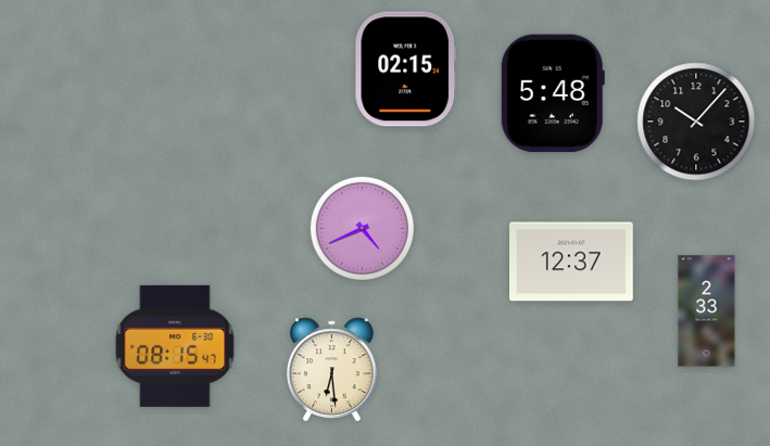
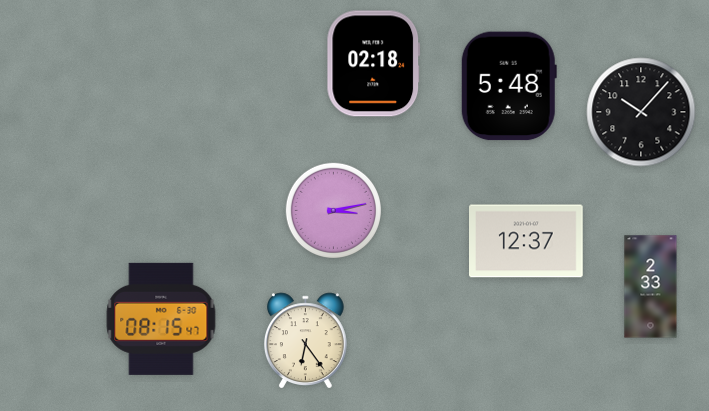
clock at (406, 69): 02:15 -> 02:18
clock at (362, 228): 4:41 -> 3:13
clock at (331, 370): 6:29 -> 6:24
